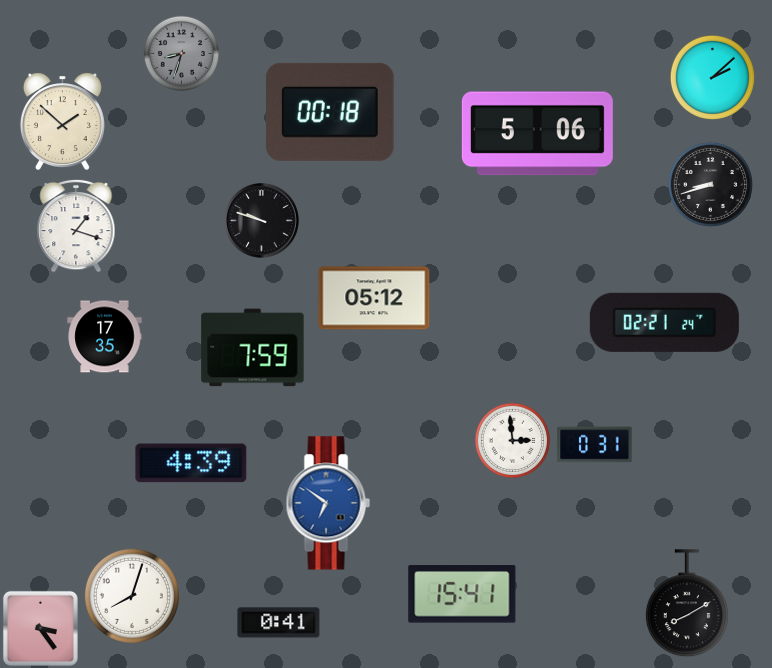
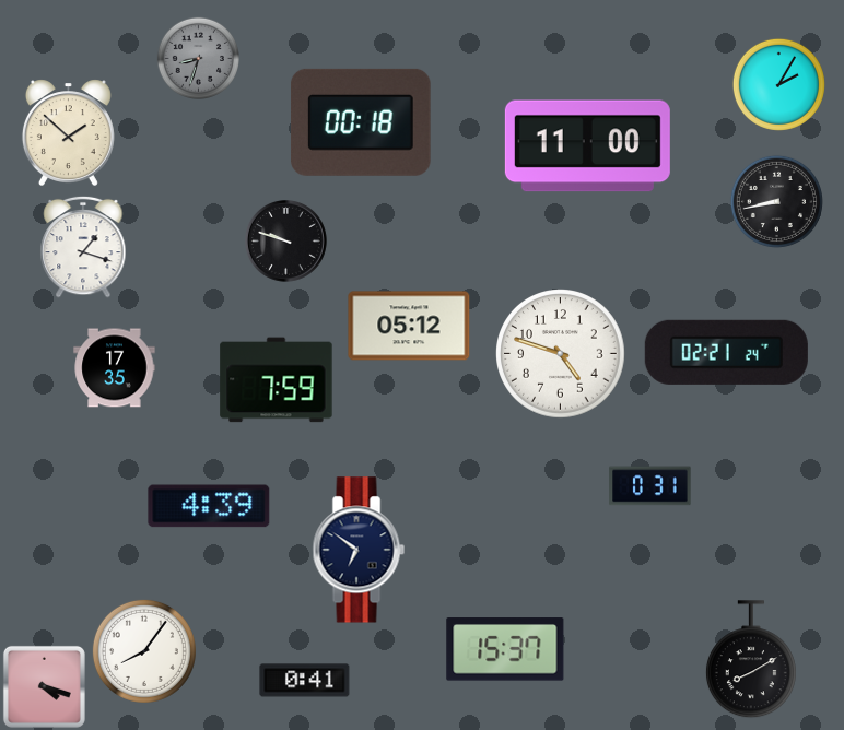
clock at (712, 77): 2:08 -> 2:05
clock at (537, 134): 5:06 -> 11:00
clock at (710, 184): 8:42 -> 8:43
clock at (561, 354): none -> 4:48
clock at (512, 440): 2:59 -> none
clock at (328, 503) dial: blue -> navy
clock at (462, 594): 15:41 -> 15:37
clock at (132, 596): 8:03 -> 8:06
clock at (40, 628): 3:24 -> 4:18
